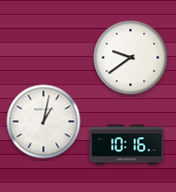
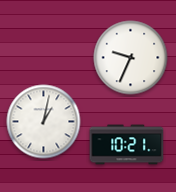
clock at (131, 58): 9:39 -> 9:34
clock at (127, 145): 10:16 -> 10:21
